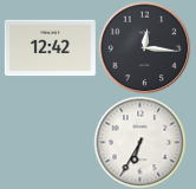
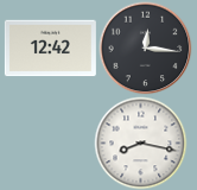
clock at (139, 142): 6:35 -> 8:17
